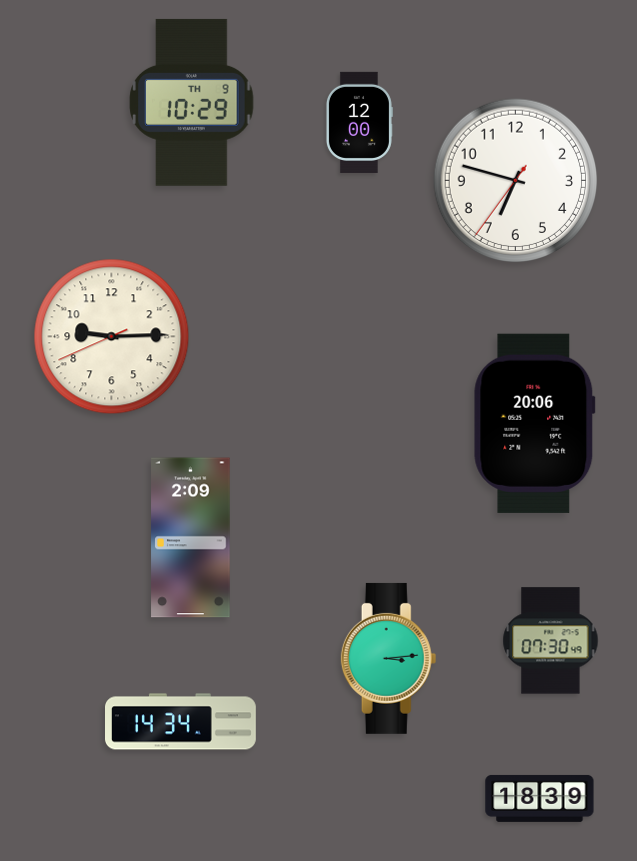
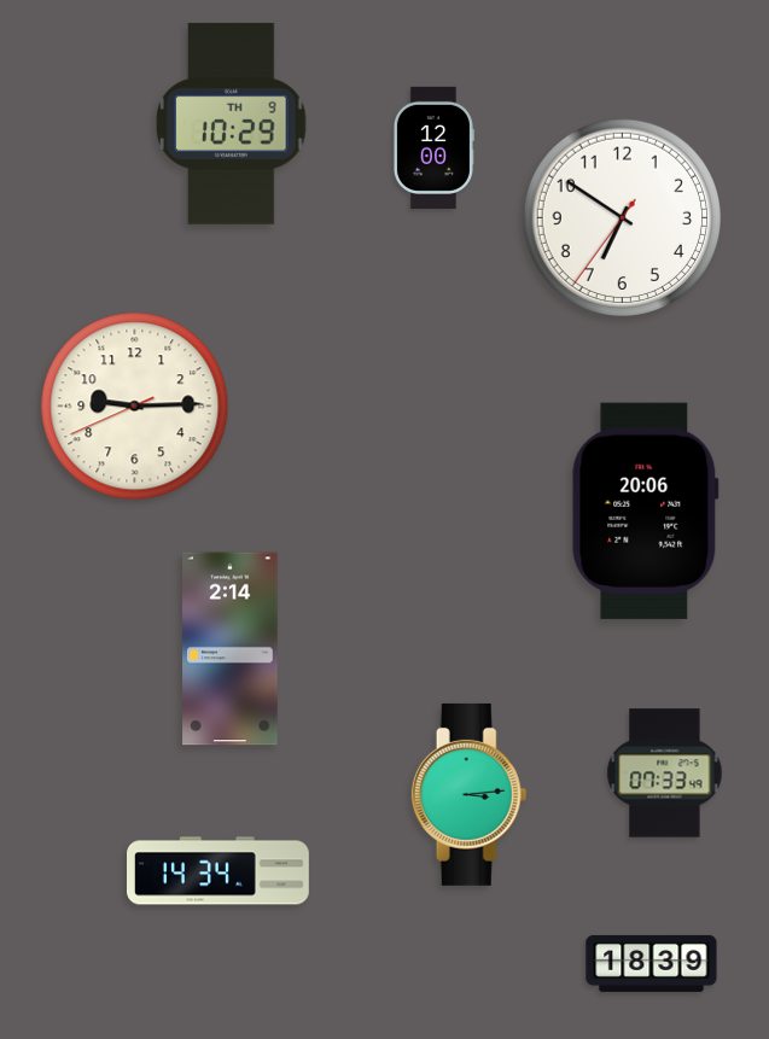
clock at (516, 181): 6:47 -> 6:50
clock at (191, 538): 2:09 -> 2:14
clock at (551, 641): 07:30 -> 07:33
